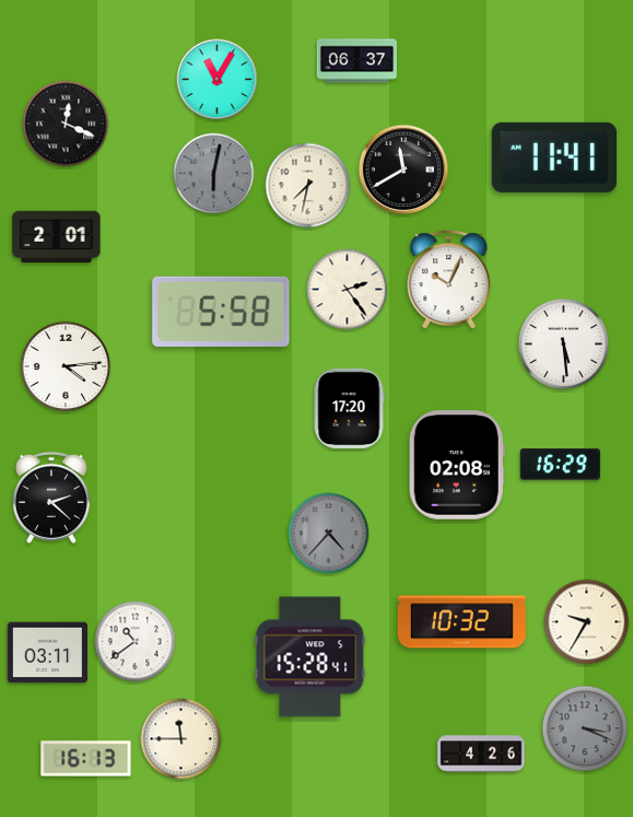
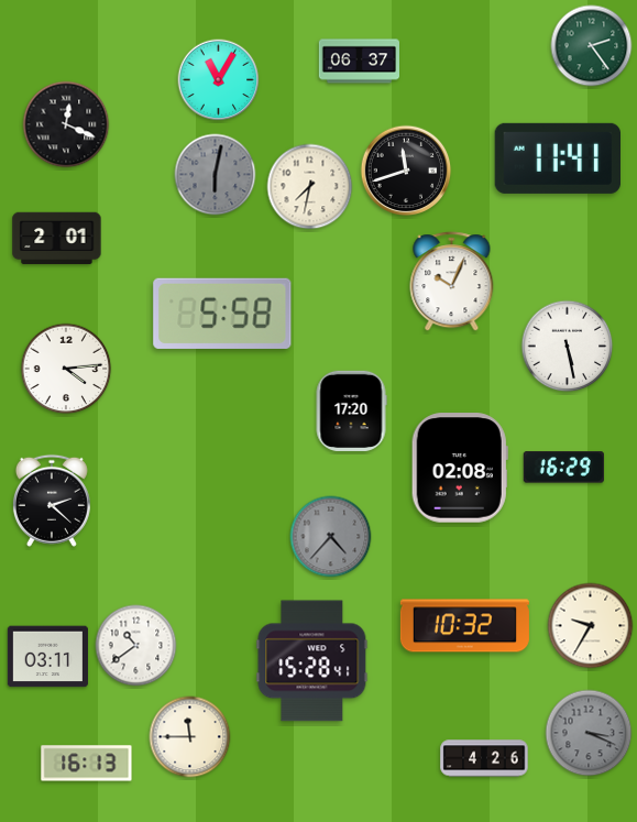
clock at (592, 46): none -> 2:24
clock at (403, 170): 11:40 -> 11:42
clock at (348, 290): 2:24 -> none
clock at (564, 345): 5:29 -> 5:28
clock at (181, 739) position: (181, 739) -> (190, 737)
